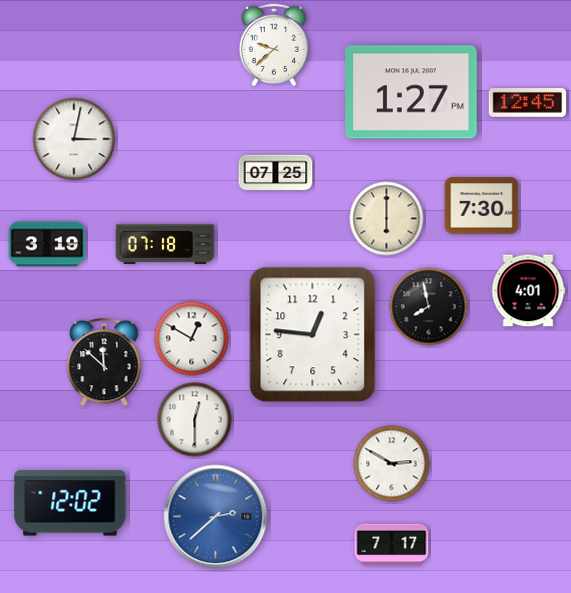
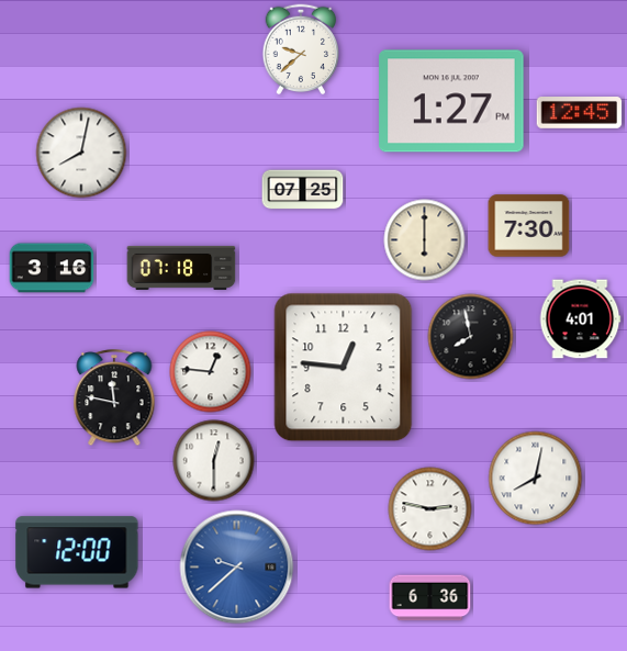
clock at (74, 139): 3:02 -> 8:02
clock at (47, 244): 3:19 -> 3:16
clock at (192, 339): 12:50 -> 12:46
clock at (104, 363): 11:52 -> 11:47
clock at (536, 479): none -> 8:02
clock at (392, 464): 2:50 -> 2:47
clock at (70, 503): 12:02 -> 12:00
clock at (216, 517): 2:38 -> 9:38
clock at (392, 545): 7:17 -> 6:36
